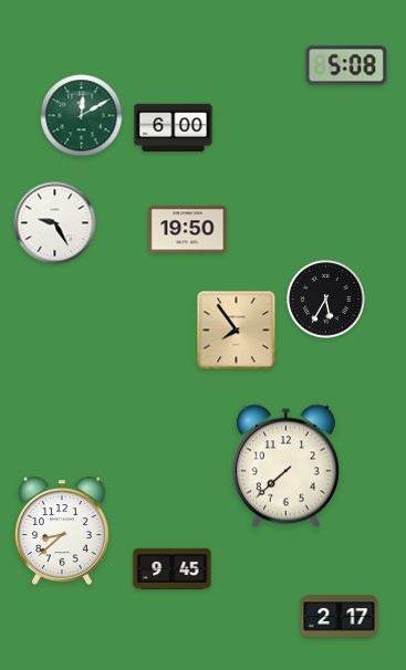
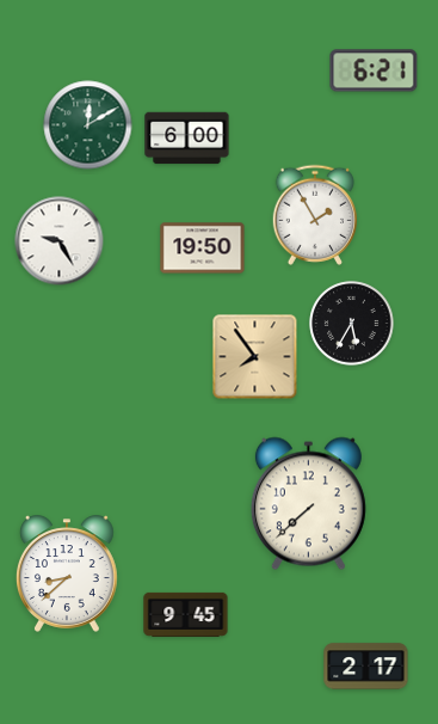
clock at (346, 65): 5:08 -> 6:21
clock at (314, 215): none -> 1:55
